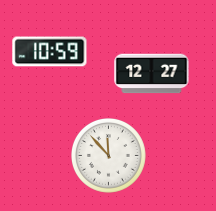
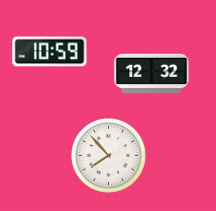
clock at (152, 74): 12:27 -> 12:32
clock at (109, 156): 11:53 -> 7:53
